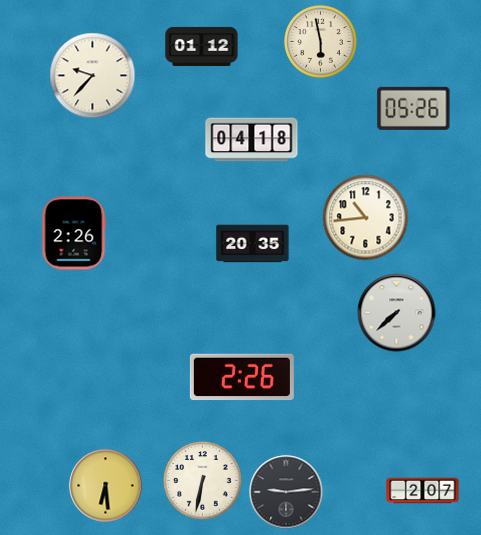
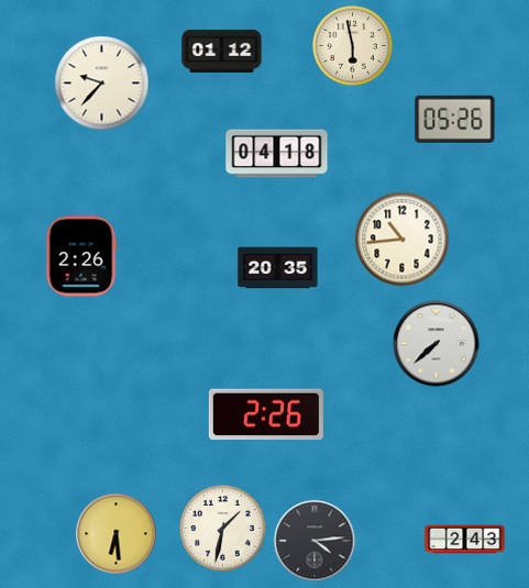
clock at (203, 481): 6:32 -> 1:32
clock at (423, 491): 2:07 -> 2:43
clock at (286, 492): 9:14 -> 4:14
